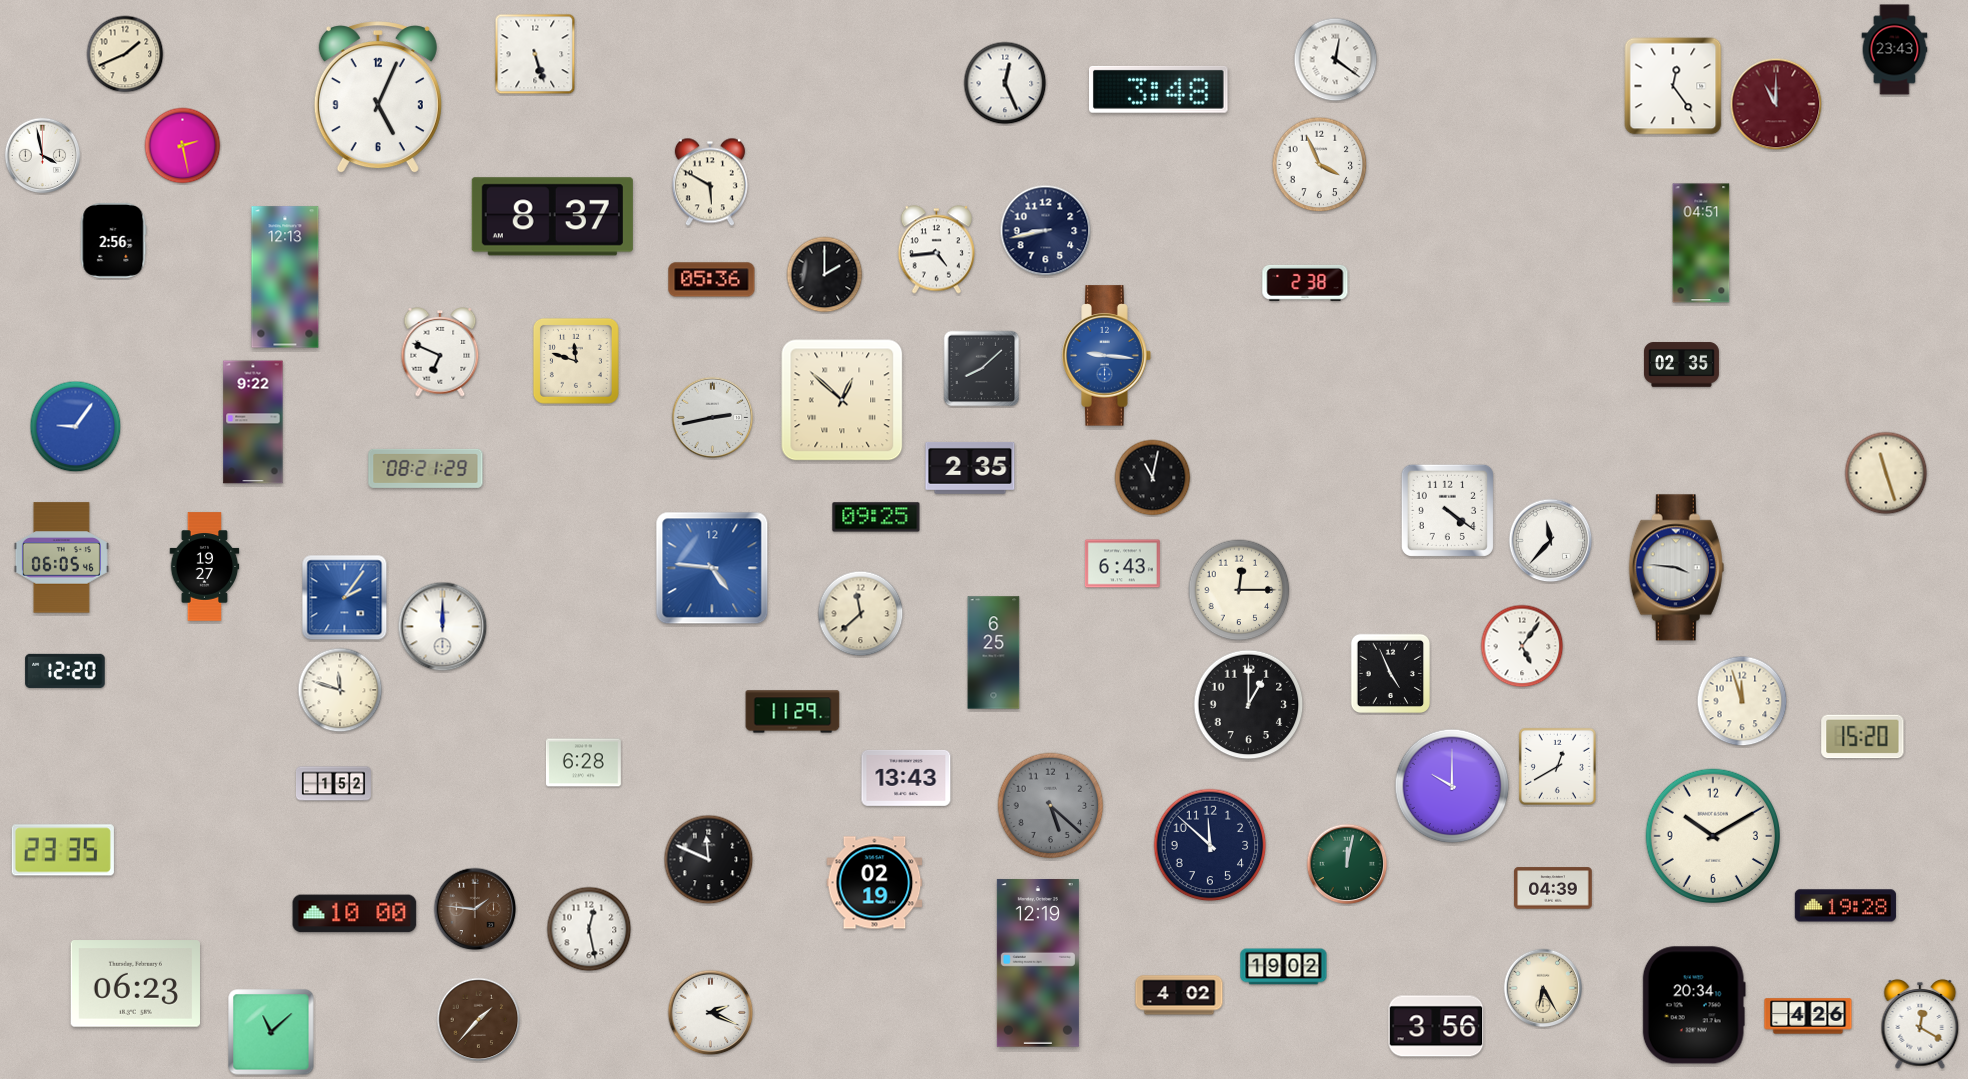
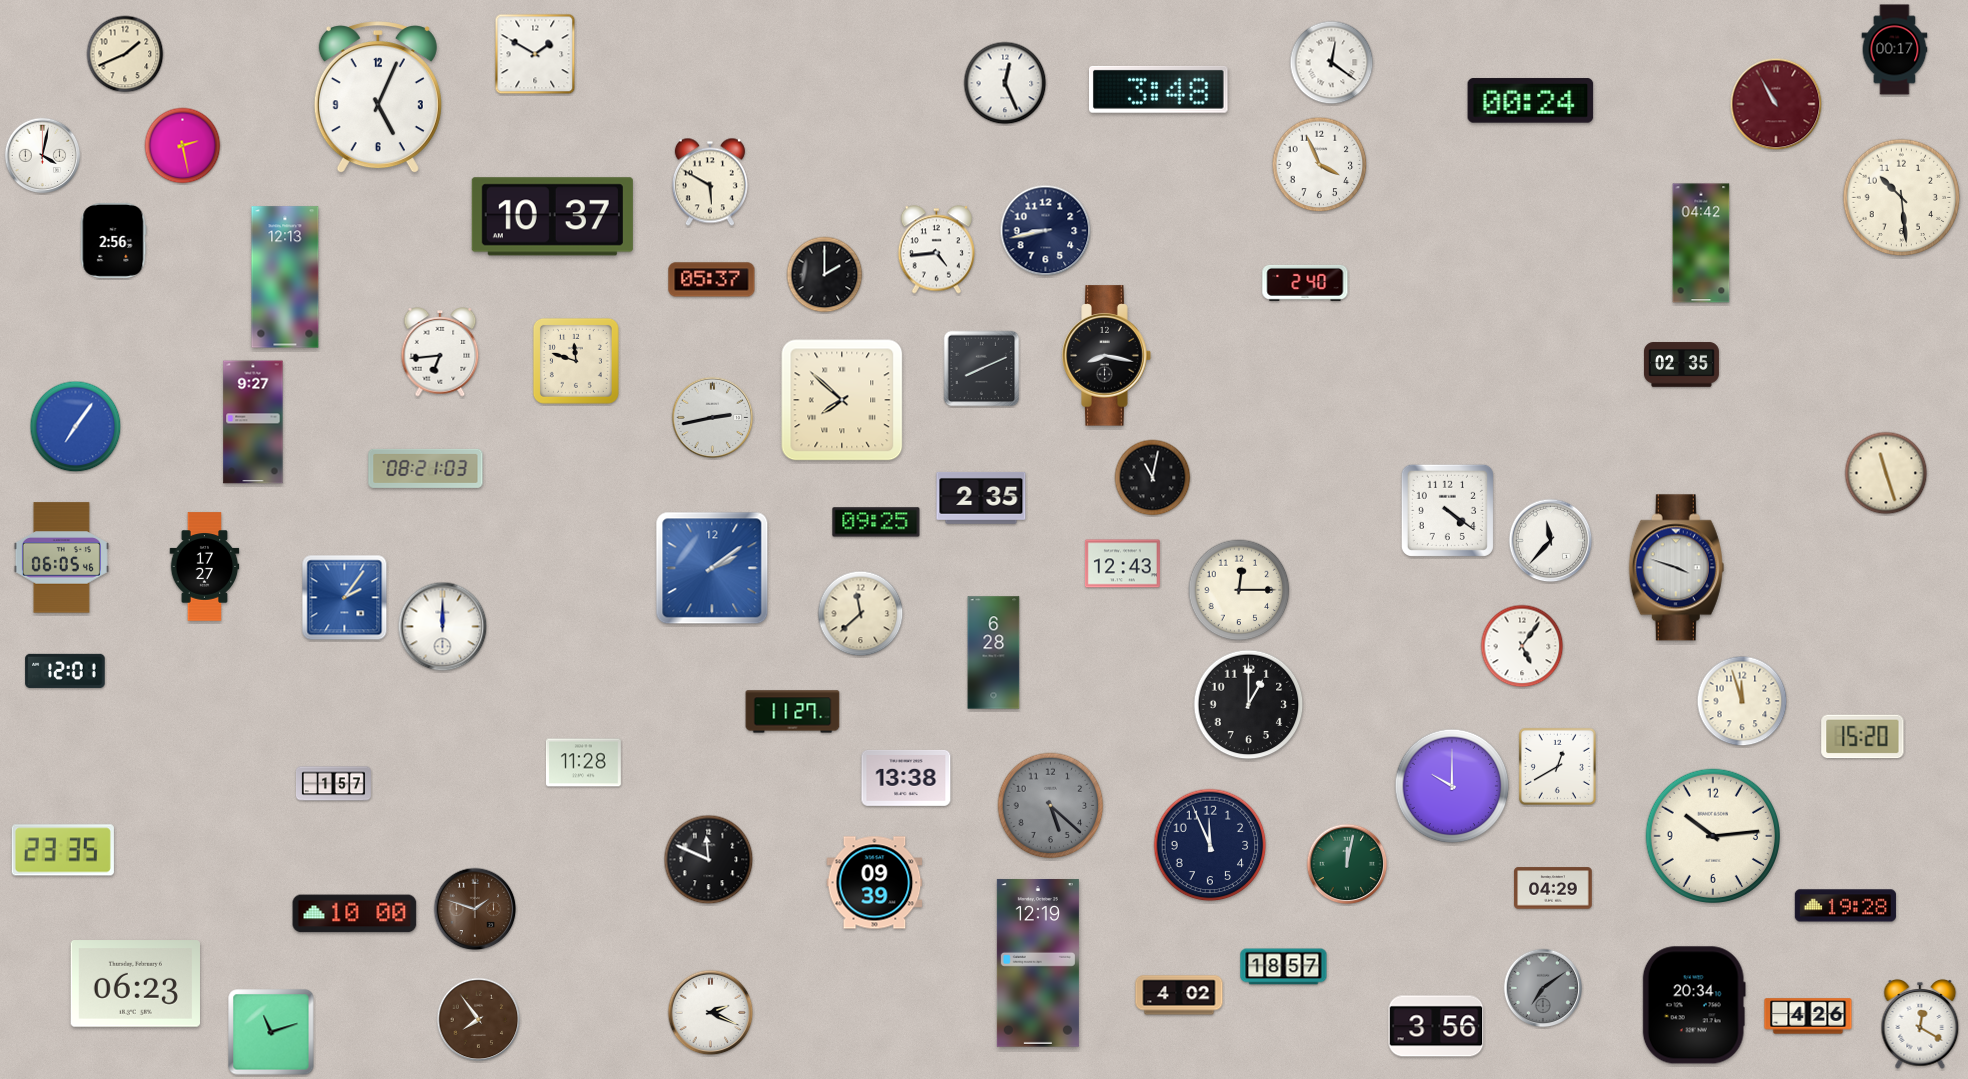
clock at (1895, 50): 23:43 -> 00:17
clock at (535, 54): 5:27 -> 1:50
clock at (1336, 60) position: (1336, 60) -> (1332, 63)
clock at (1673, 86): 12:24 -> none
clock at (1531, 101): none -> 00:24
clock at (1776, 104): 11:00 -> 10:55
clock at (43, 156): 3:58 -> 4:02
clock at (1902, 198): none -> 10:29
clock at (552, 217): 8:37 -> 10:37
clock at (1701, 243): 04:51 -> 04:42
clock at (712, 280): 05:36 -> 05:37
clock at (1305, 283): 2:38 -> 2:40
clock at (440, 352): 6:49 -> 6:44
clock at (1107, 356): 9:16 -> 8:17
clock at (1107, 356) dial: blue -> black
clock at (982, 369): 8:08 -> 8:11
clock at (842, 400): 12:52 -> 7:52
clock at (253, 422): 9:22 -> 9:27
clock at (76, 427): 9:06 -> 7:06
clock at (426, 468): 08:21:29 -> 08:21:03
clock at (970, 468) position: (970, 468) -> (981, 498)
clock at (876, 517) position: (876, 517) -> (876, 522)
clock at (1122, 564): 6:43 -> 12:43
clock at (205, 567): 19:27 -> 17:27
clock at (712, 568): 4:46 -> 2:09
clock at (1676, 568): 3:46 -> 3:48
clock at (994, 653): 6:25 -> 6:28
clock at (65, 671): 12:20 -> 12:01
clock at (1390, 673): 4:56 -> none
clock at (340, 690): 11:48 -> none
clock at (793, 712): 11:29 -> 11:27
clock at (583, 763): 6:28 -> 11:28
clock at (906, 778): 13:43 -> 13:38
clock at (333, 784): 1:52 -> 1:57
clock at (1712, 835): 10:10 -> 10:14
clock at (1210, 845): 11:52 -> 11:56
clock at (875, 883): 02:19 -> 09:39
clock at (1553, 888): 04:39 -> 04:29
clock at (475, 909): 1:46 -> 1:48
clock at (589, 929): 12:28 -> none
clock at (1284, 967): 19:02 -> 18:57
clock at (1543, 988): 6:25 -> 7:09
clock at (1543, 988) dial: cream -> grey
clock at (479, 1020): 1:37 -> 7:54
clock at (271, 1032): 11:08 -> 11:12
